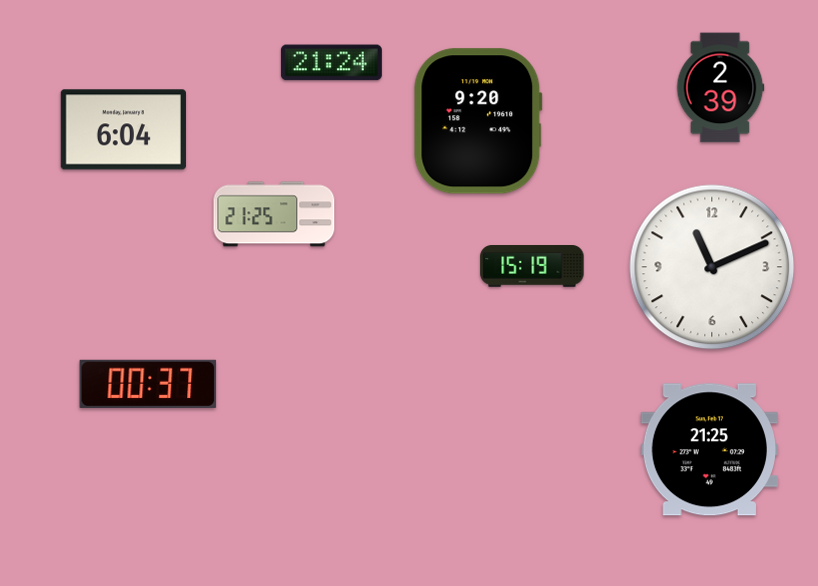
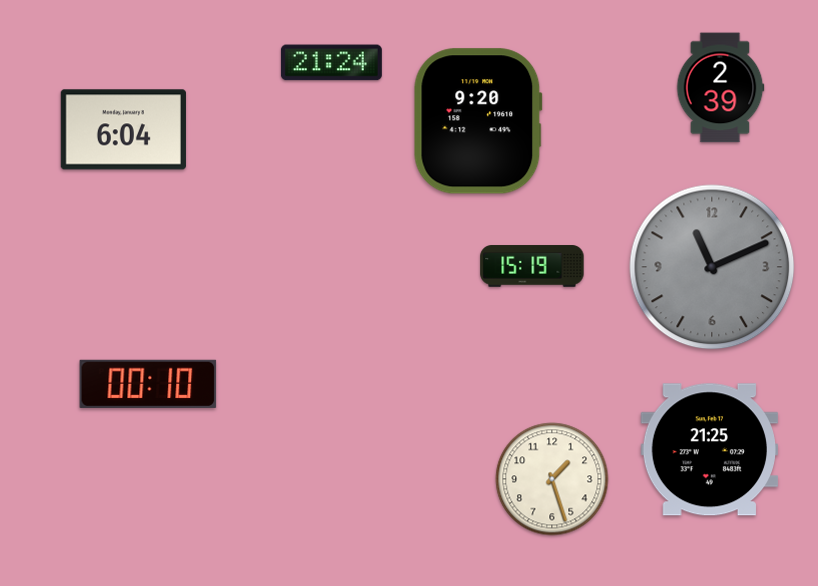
clock at (274, 214): 21:25 -> none
clock at (712, 267) dial: white -> grey
clock at (148, 384): 00:37 -> 00:10
clock at (552, 479): none -> 1:27
